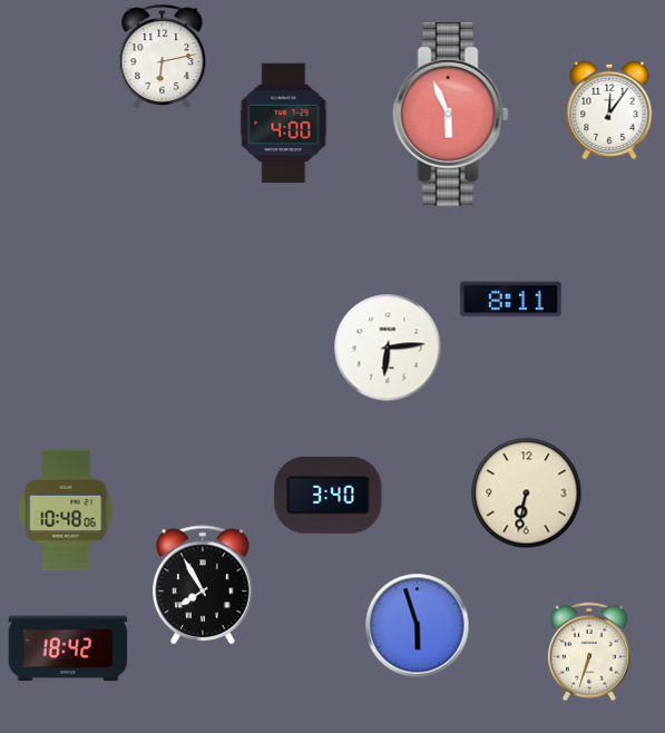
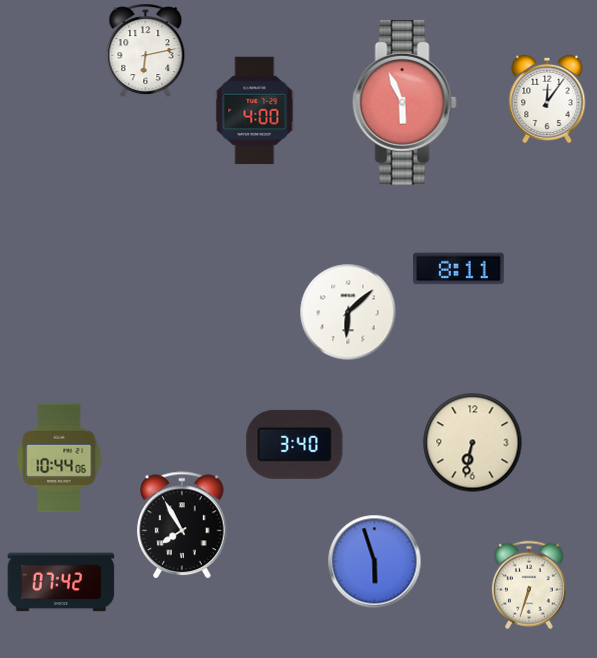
clock at (388, 348): 6:14 -> 6:08
clock at (66, 510): 10:48 -> 10:44
clock at (68, 648): 18:42 -> 07:42
